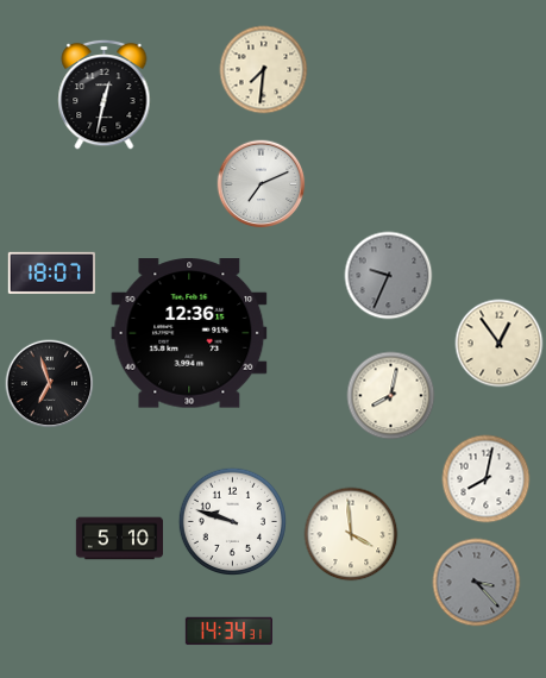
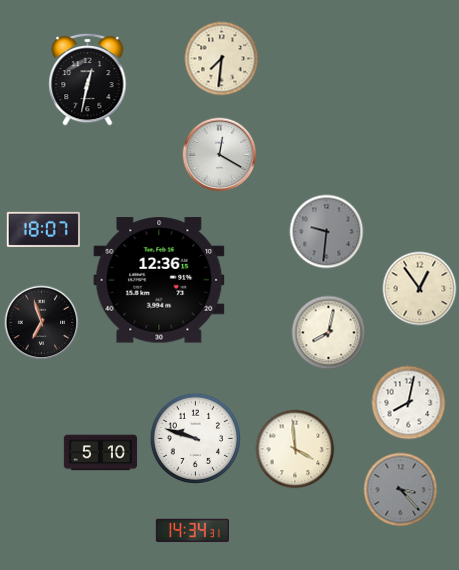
clock at (262, 184): 7:11 -> 12:20
clock at (389, 276): 9:34 -> 9:31
